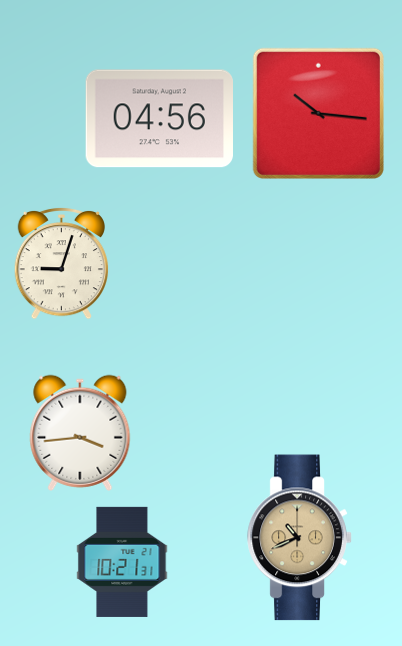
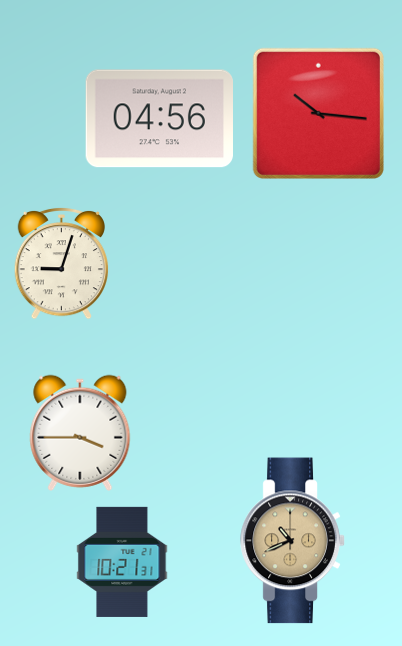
clock at (80, 433): 3:44 -> 3:45
clock at (300, 538) position: (300, 538) -> (293, 541)
